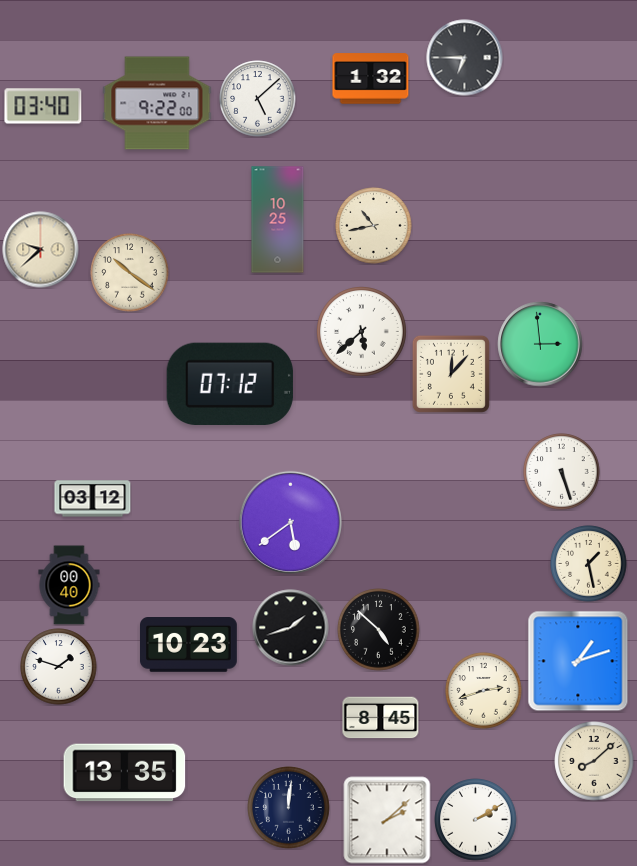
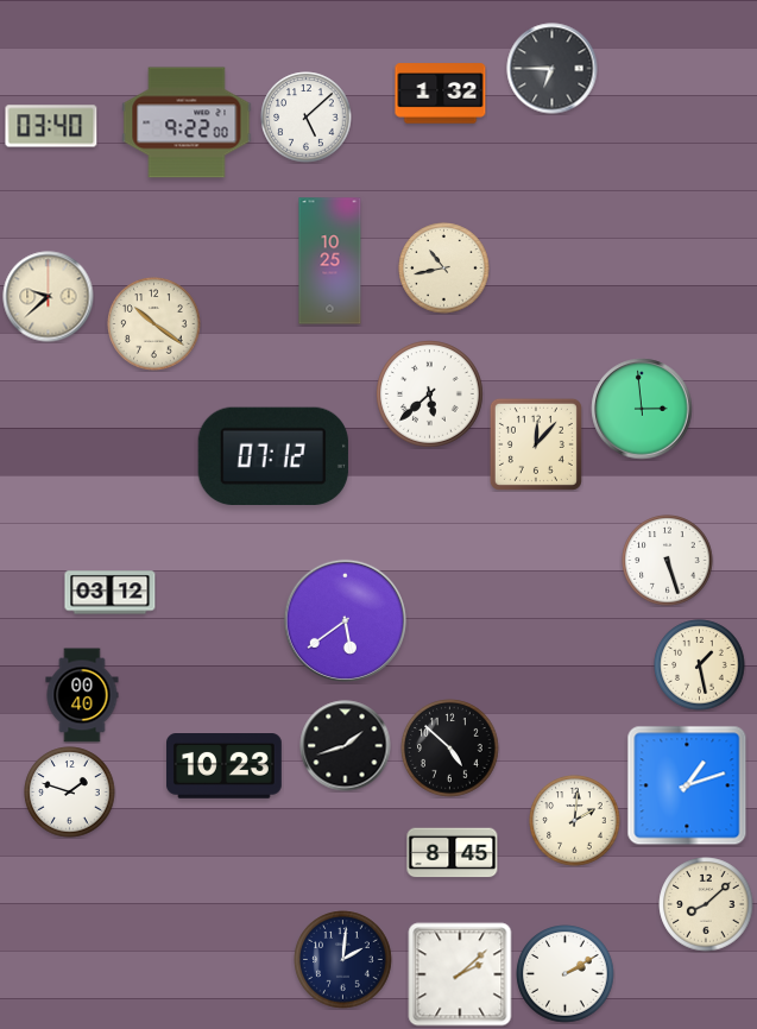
clock at (589, 564) position: (589, 564) -> (700, 665)
clock at (484, 691): 2:42 -> 2:01
clock at (125, 773): 13:35 -> none
clock at (289, 808): 12:01 -> 2:01
